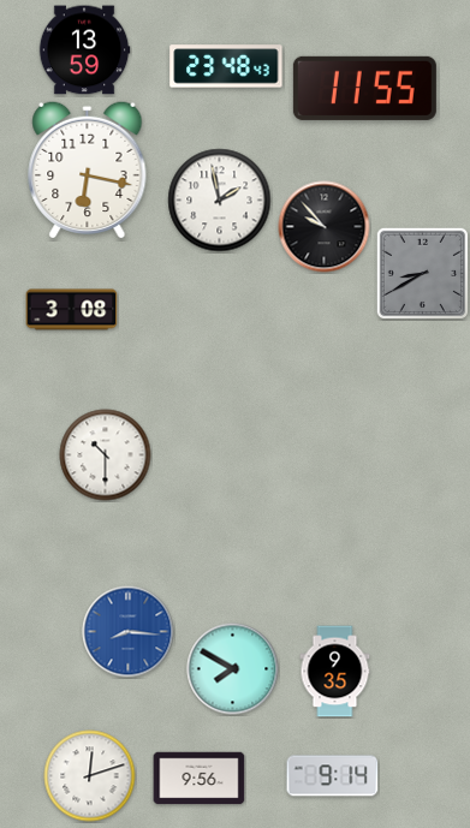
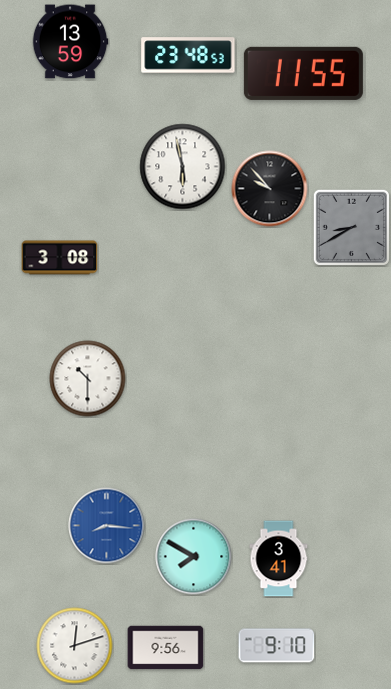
clock at (226, 66): 23:48:43 -> 23:48:53
clock at (88, 169): 6:17 -> none
clock at (220, 201): 1:58 -> 5:58
clock at (335, 672): 9:35 -> 3:41
clock at (333, 776): 9:14 -> 9:10
